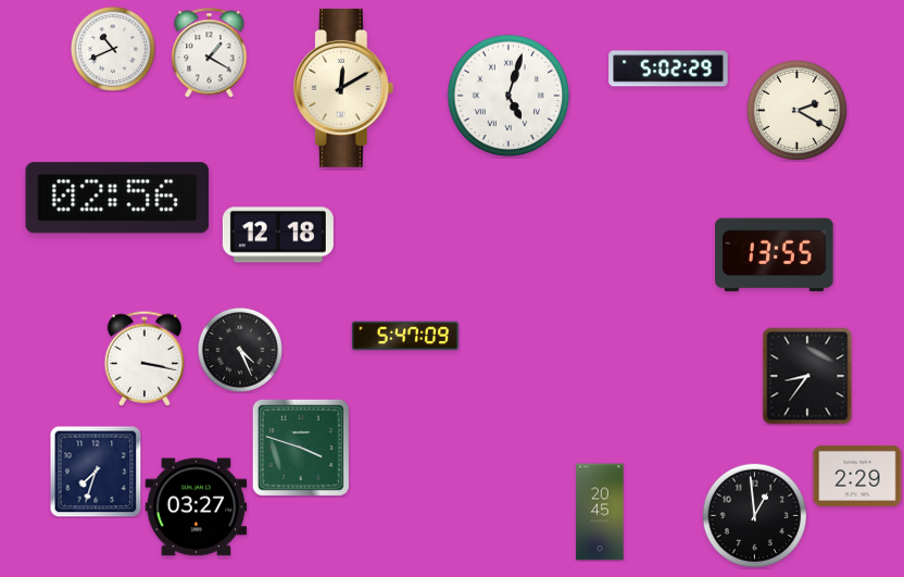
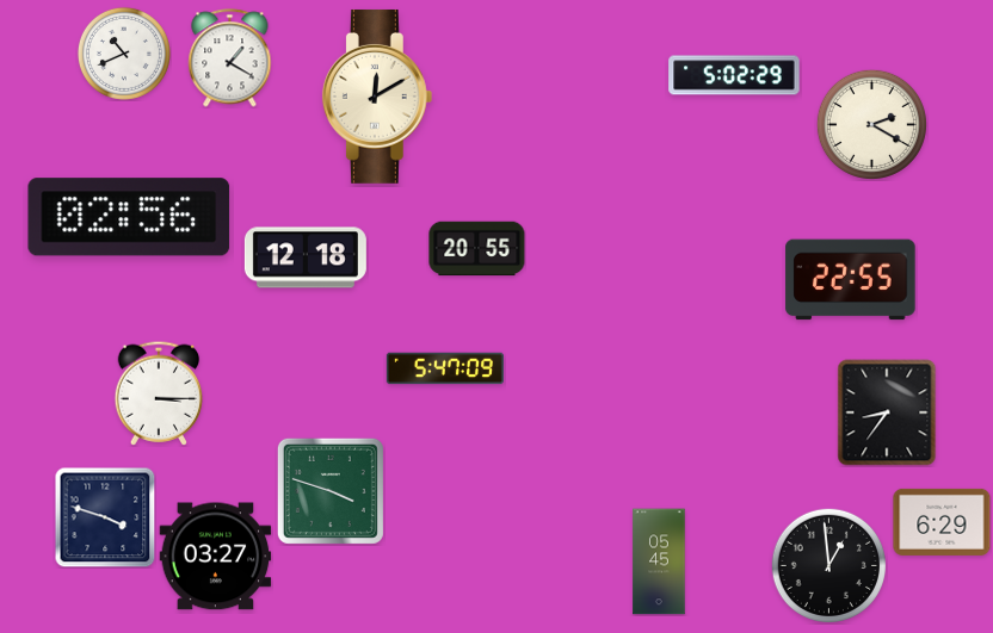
clock at (508, 96): 5:03 -> none
clock at (796, 110) position: (796, 110) -> (871, 124)
clock at (477, 249): none -> 20:55
clock at (775, 255): 13:55 -> 22:55
clock at (240, 350): 4:26 -> none
clock at (145, 359): 3:17 -> 3:15
clock at (96, 472): 7:33 -> 3:48
clock at (857, 476): 2:29 -> 6:29
clock at (600, 512): 20:45 -> 05:45
